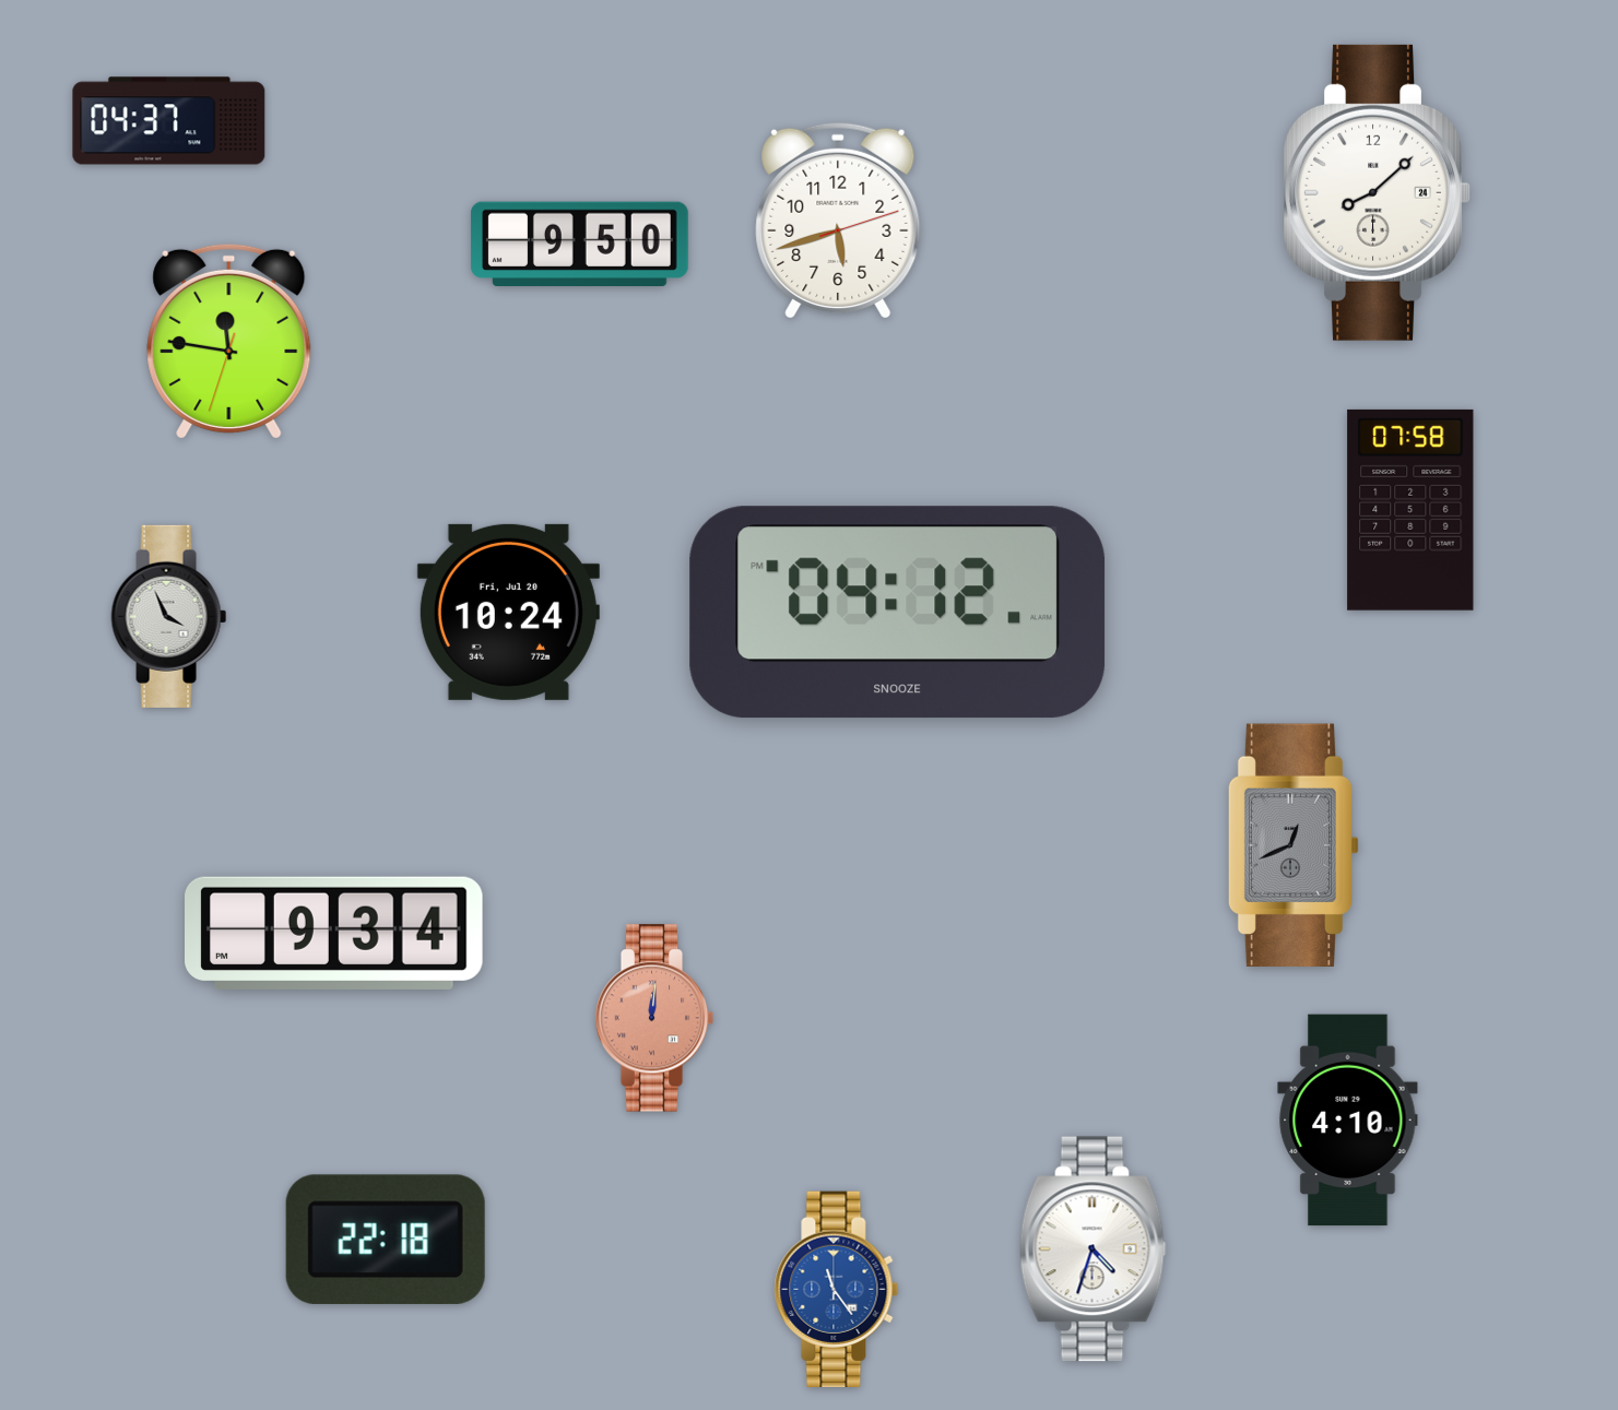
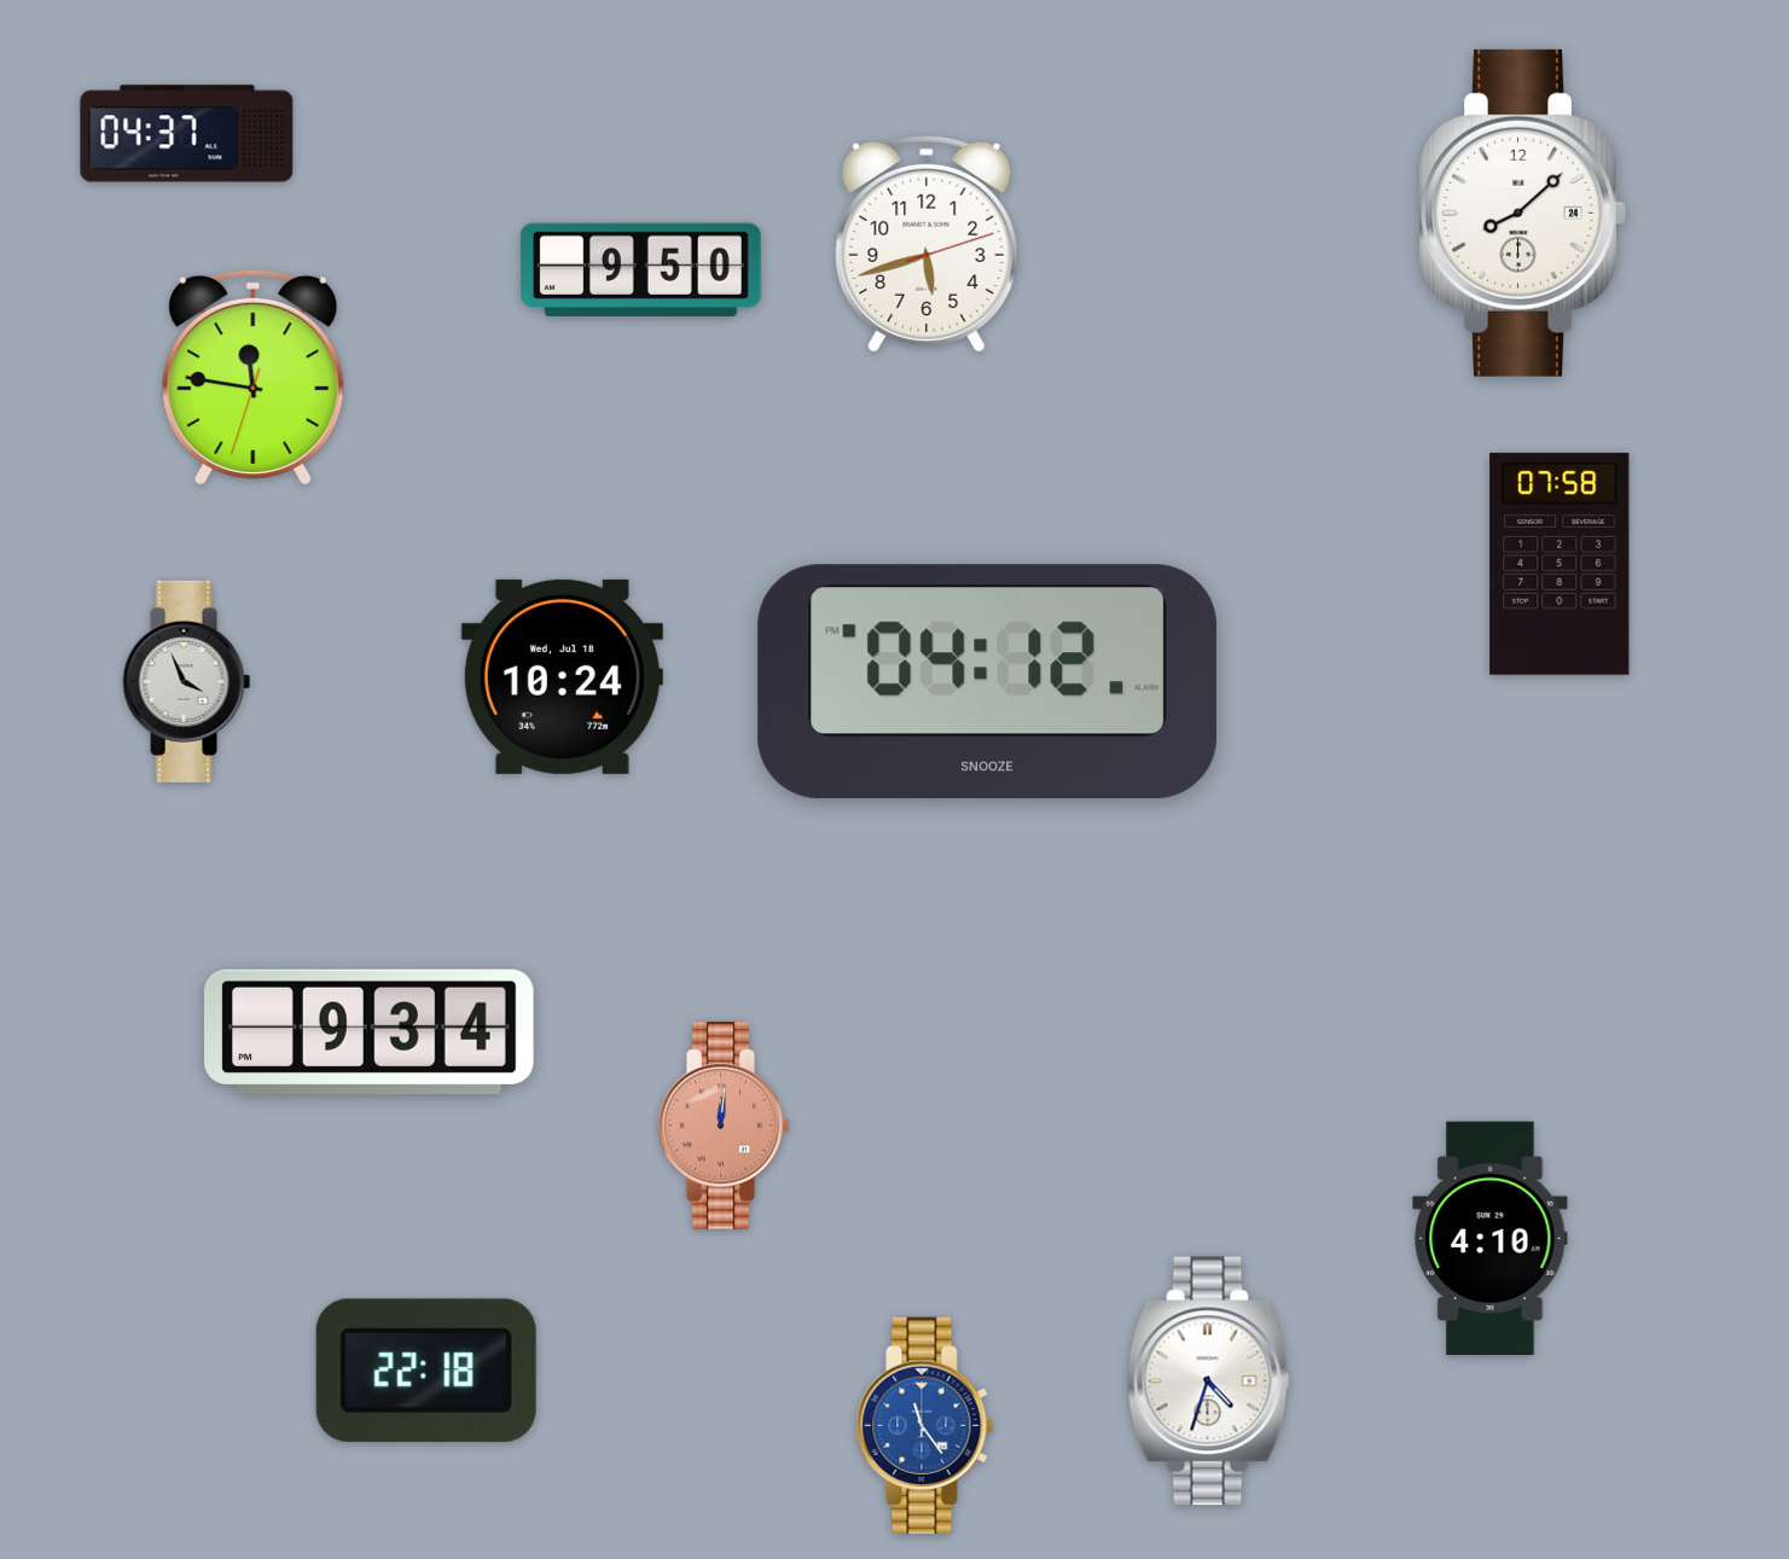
clock at (508, 612) date: Fri, Jul 20 -> Wed, Jul 18
clock at (898, 613) position: (898, 613) -> (988, 682)
clock at (1294, 844): 12:41 -> none
